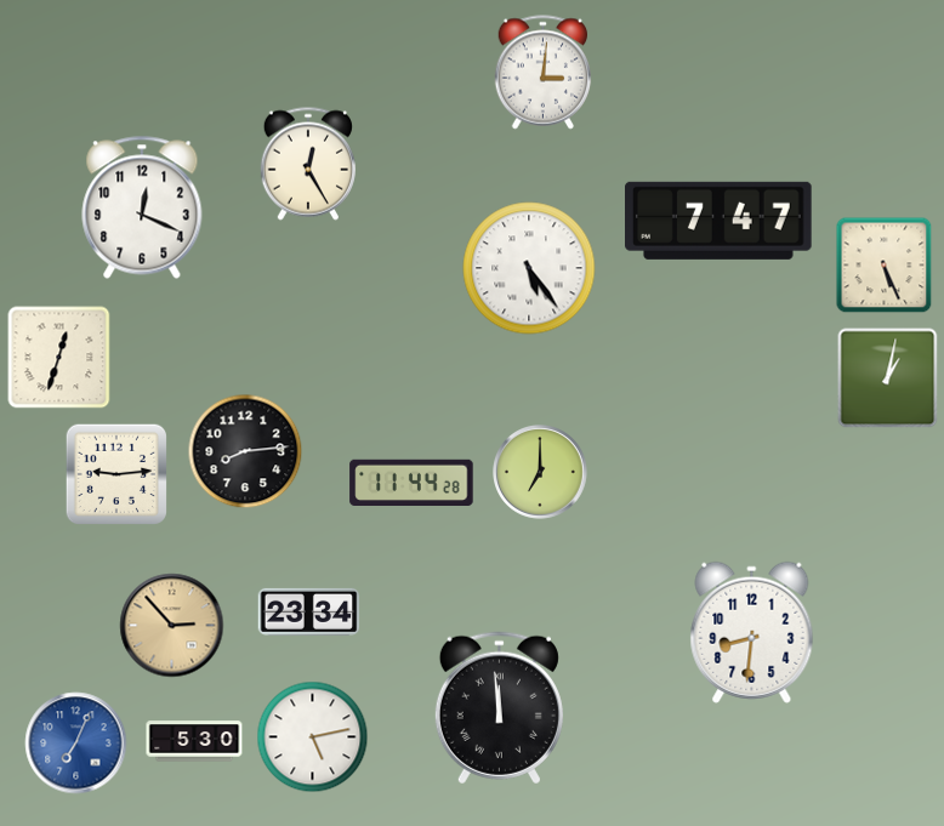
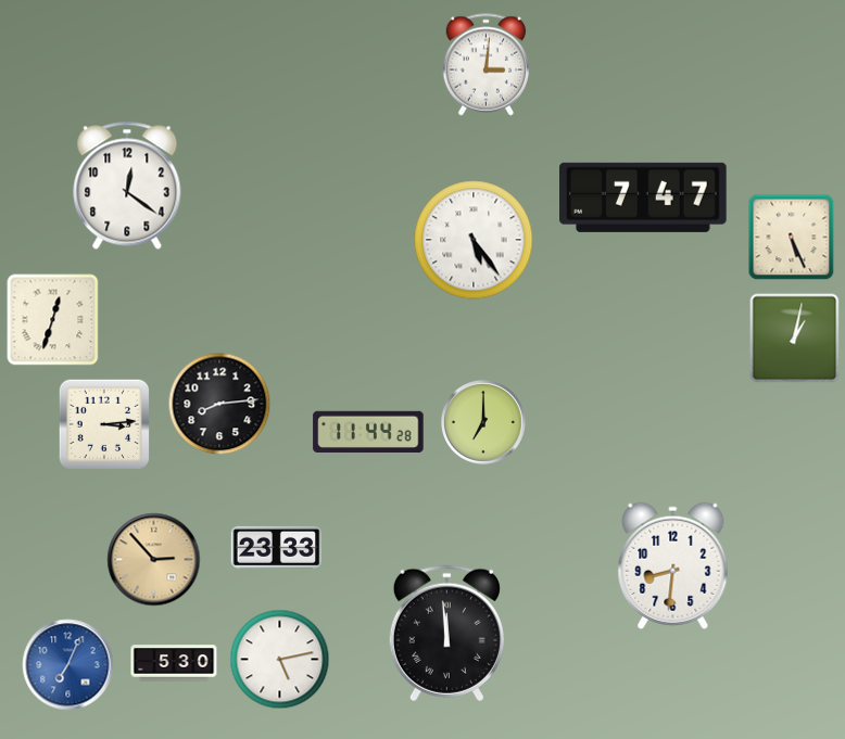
clock at (307, 164): 12:25 -> none
clock at (142, 207): 12:19 -> 12:21
clock at (115, 473): 9:14 -> 3:14
clock at (309, 611): 23:34 -> 23:33
